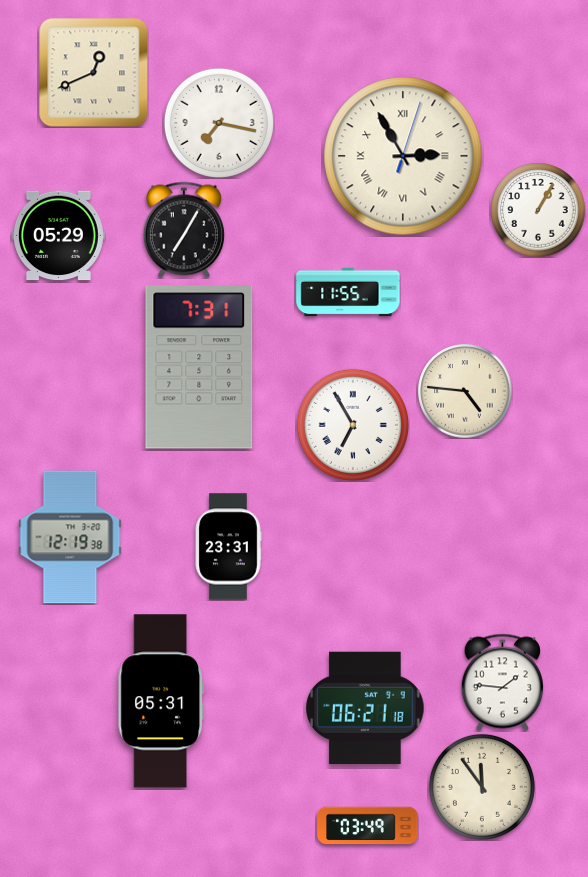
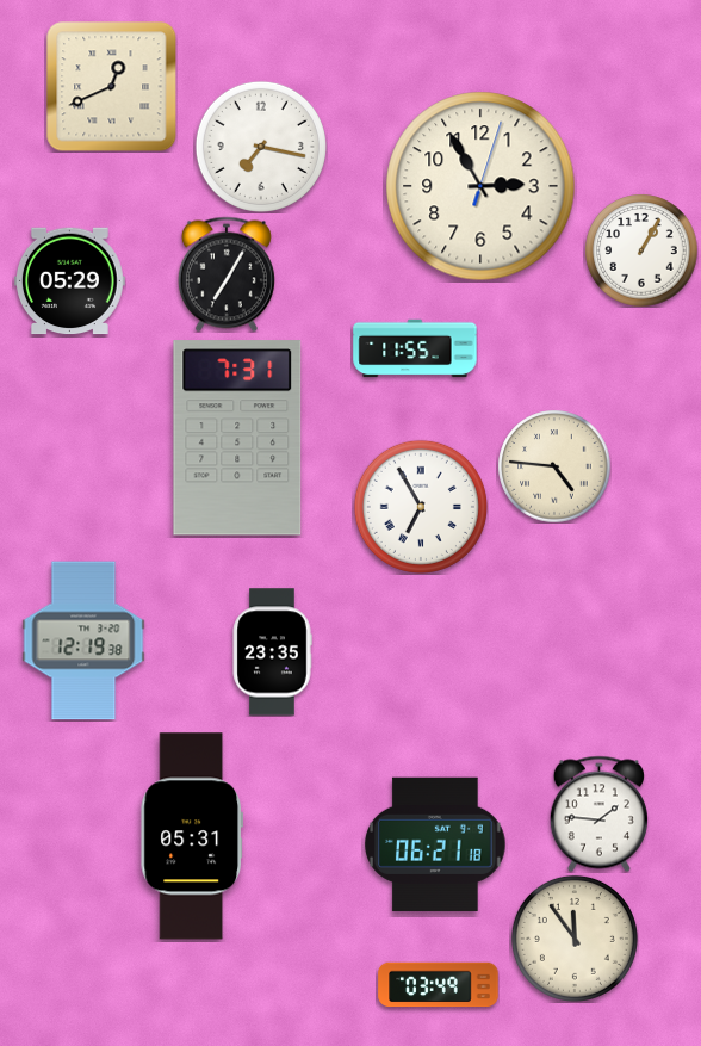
clock at (403, 156) numerals: Roman -> Arabic
clock at (184, 230) position: (184, 230) -> (227, 274)
clock at (228, 547): 23:31 -> 23:35
